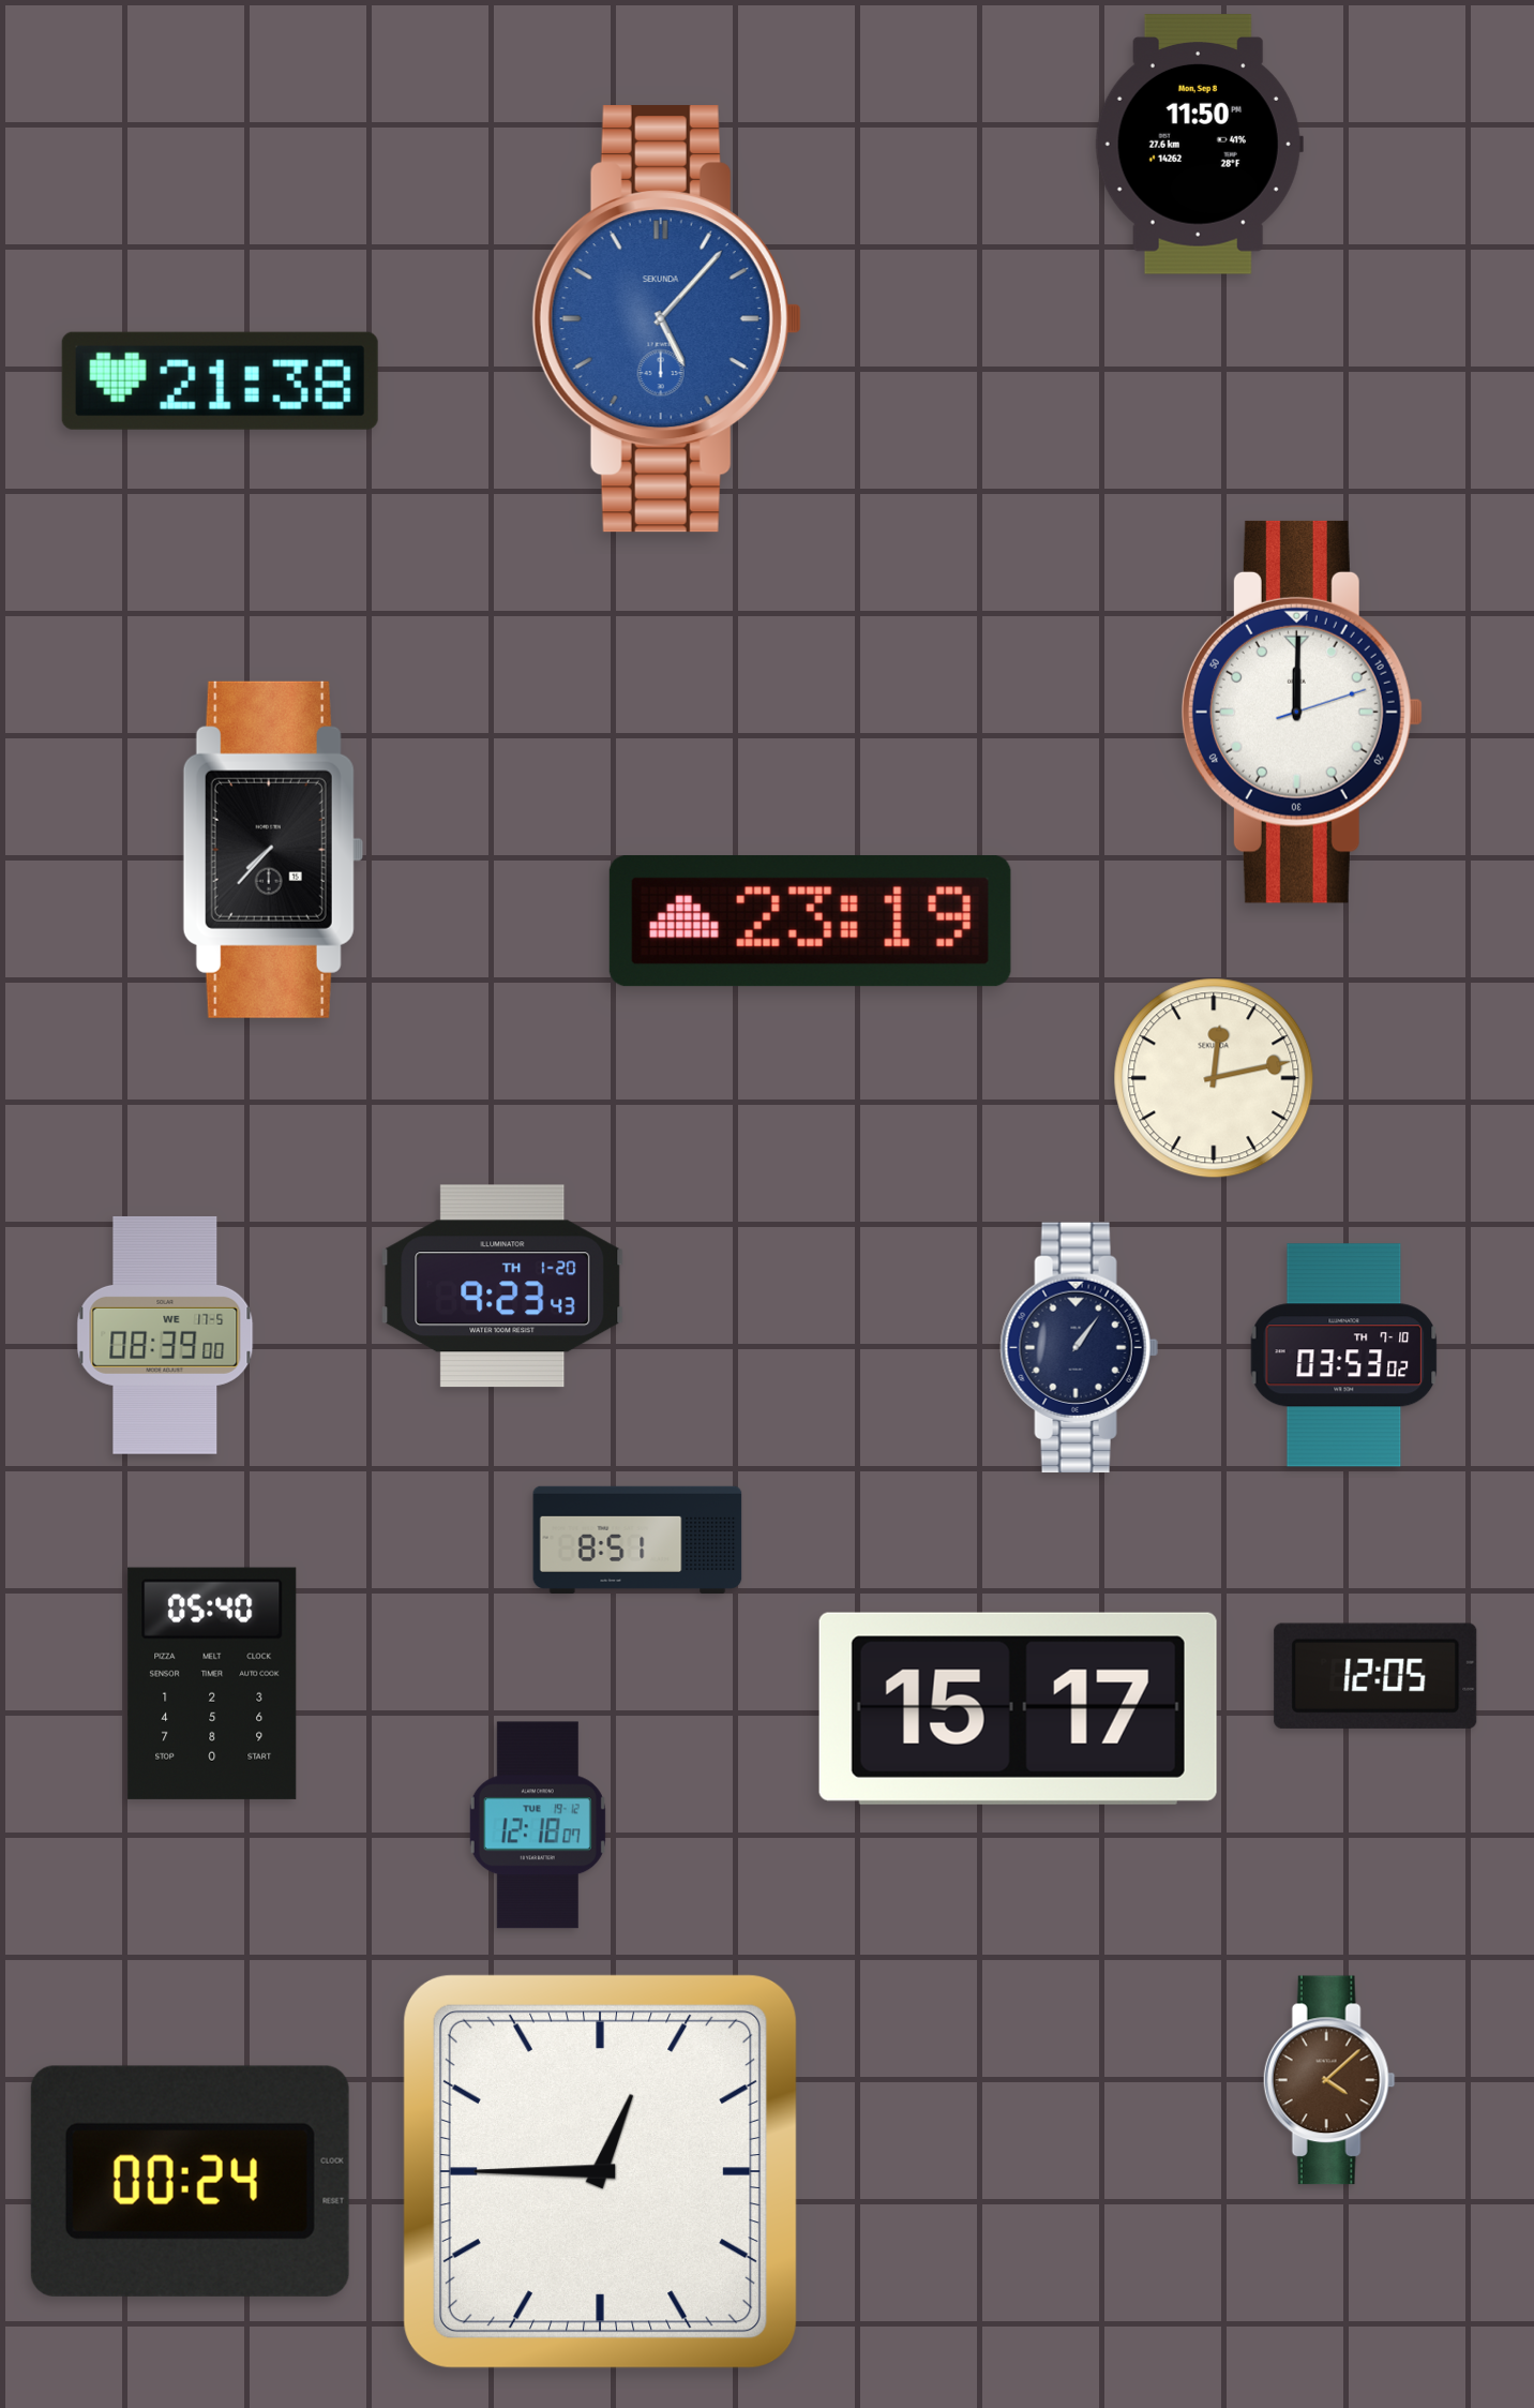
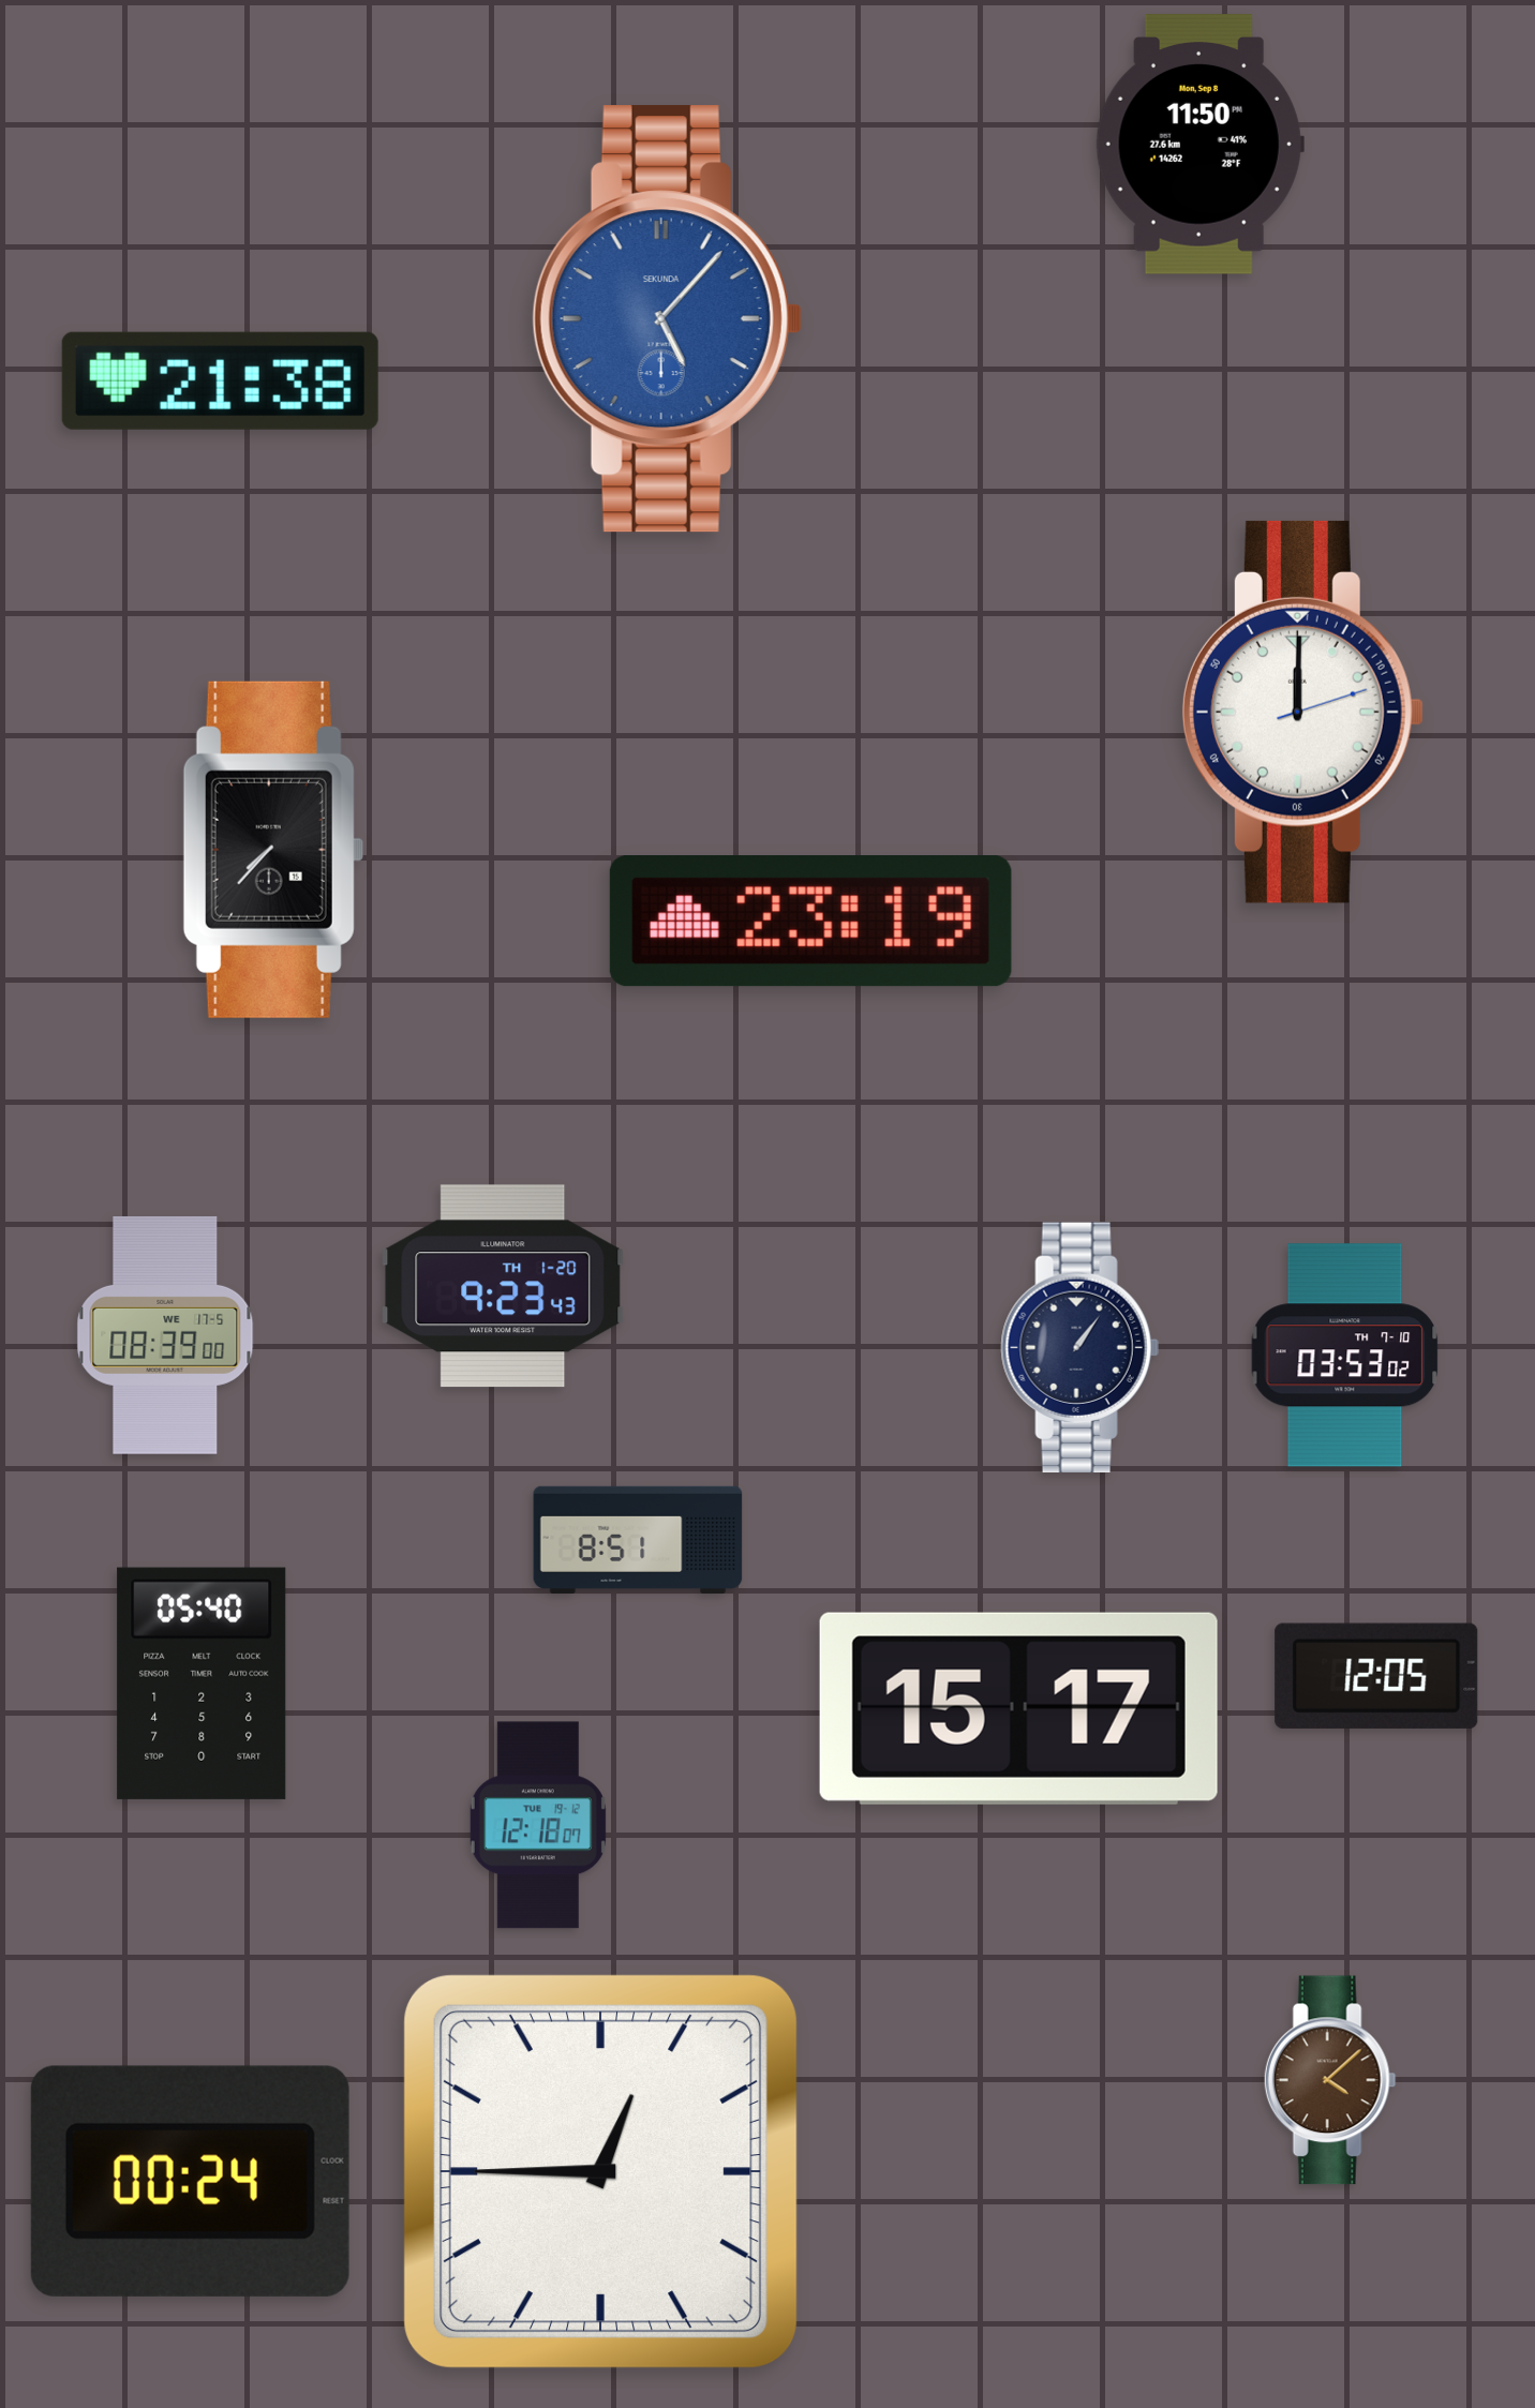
clock at (1214, 1078): 12:13 -> none
clock at (212, 1684) position: (212, 1684) -> (202, 1684)
